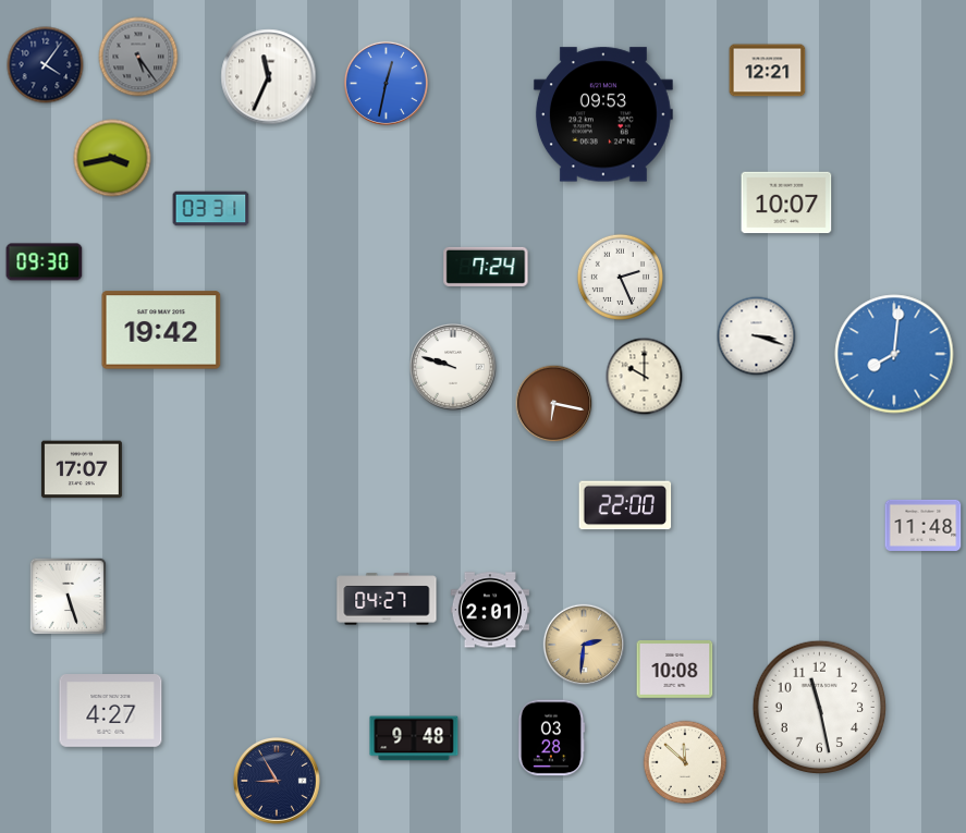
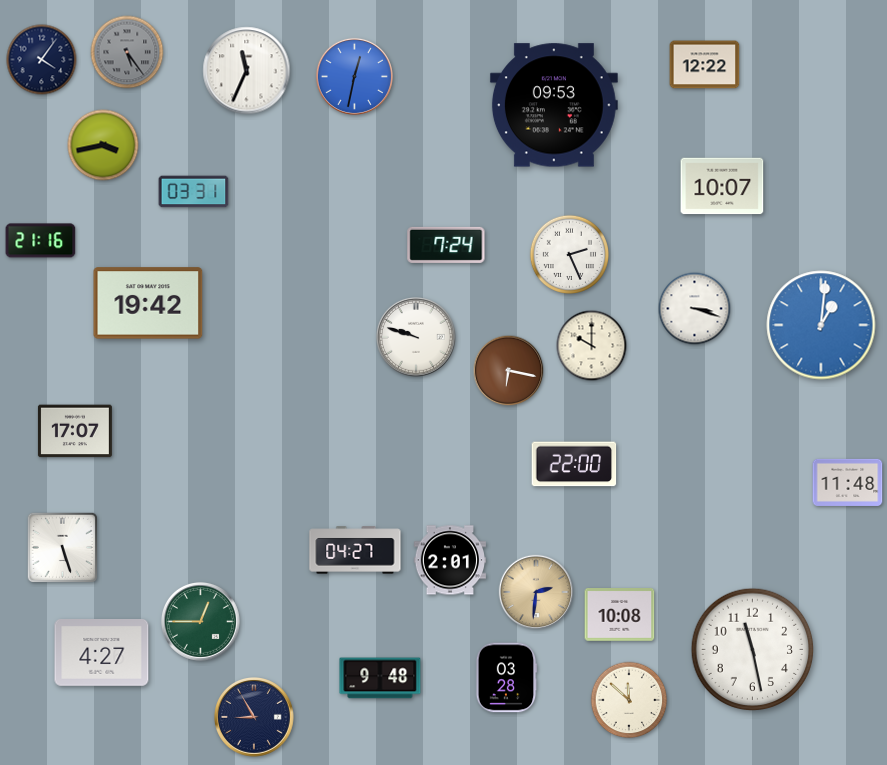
clock at (768, 71): 12:21 -> 12:22
clock at (45, 262): 09:30 -> 21:16
clock at (894, 354): 8:01 -> 1:01
clock at (200, 621): none -> 12:45
